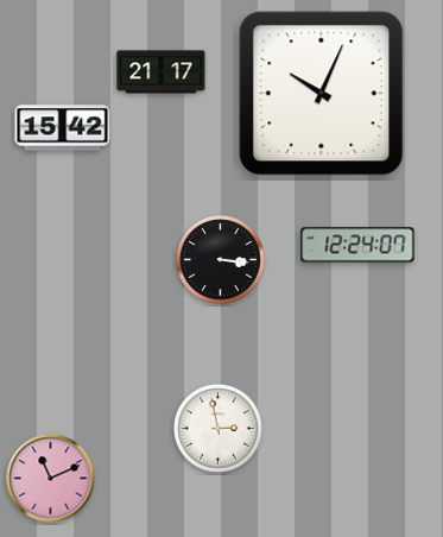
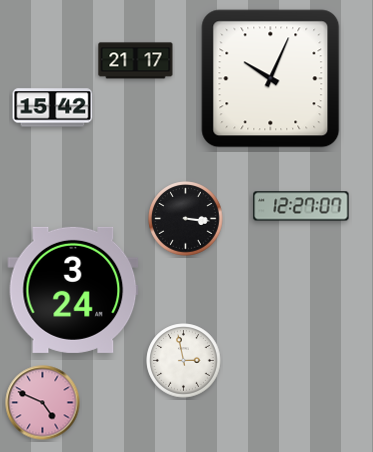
clock at (357, 245): 12:24 -> 12:27
clock at (73, 290): none -> 3:24
clock at (51, 479): 11:11 -> 4:49
